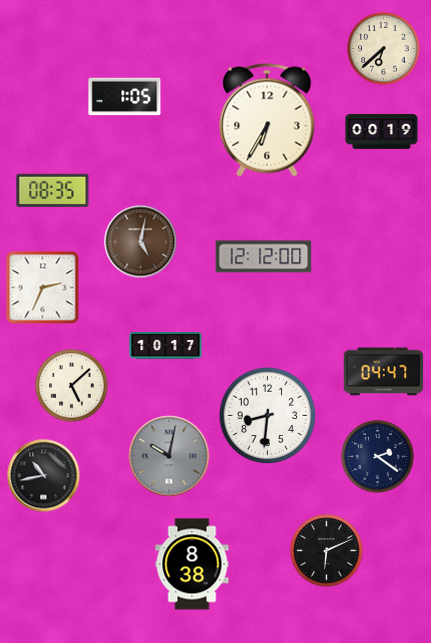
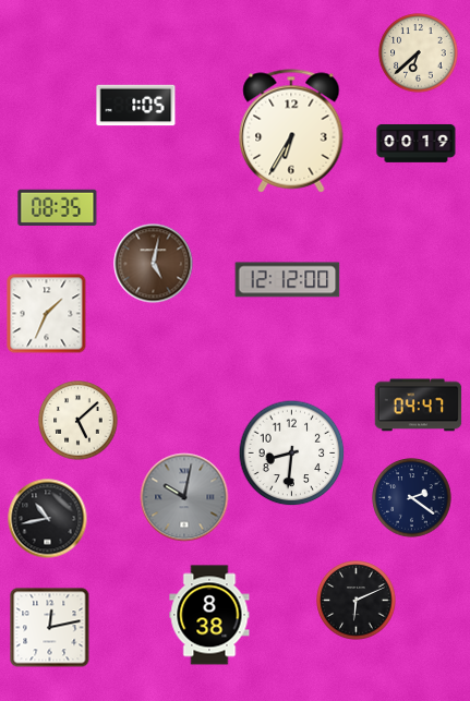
clock at (43, 288): 2:34 -> 1:34
clock at (166, 346): 10:17 -> none
clock at (50, 628): none -> 12:13
